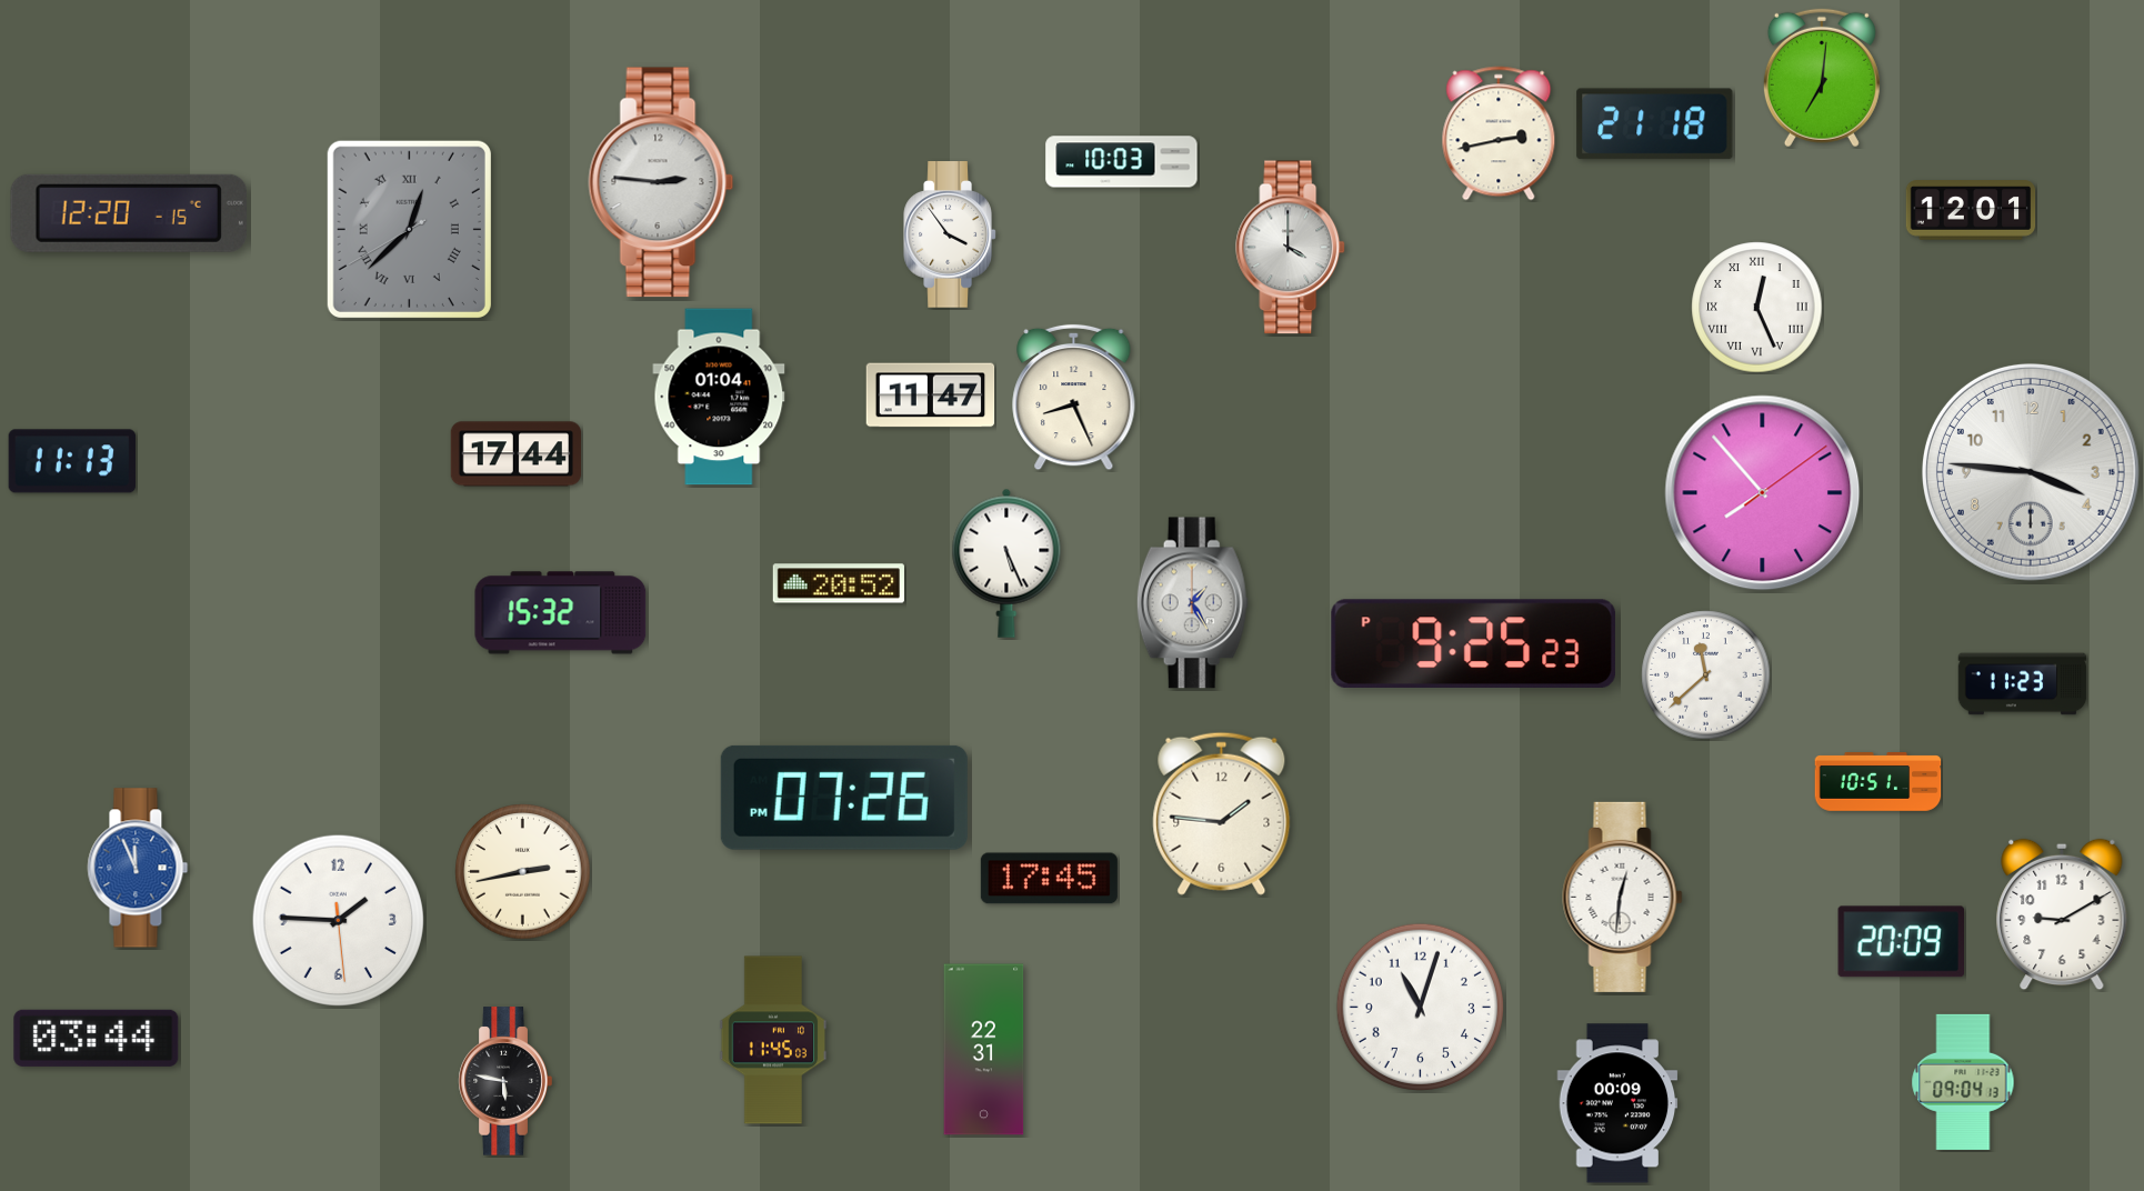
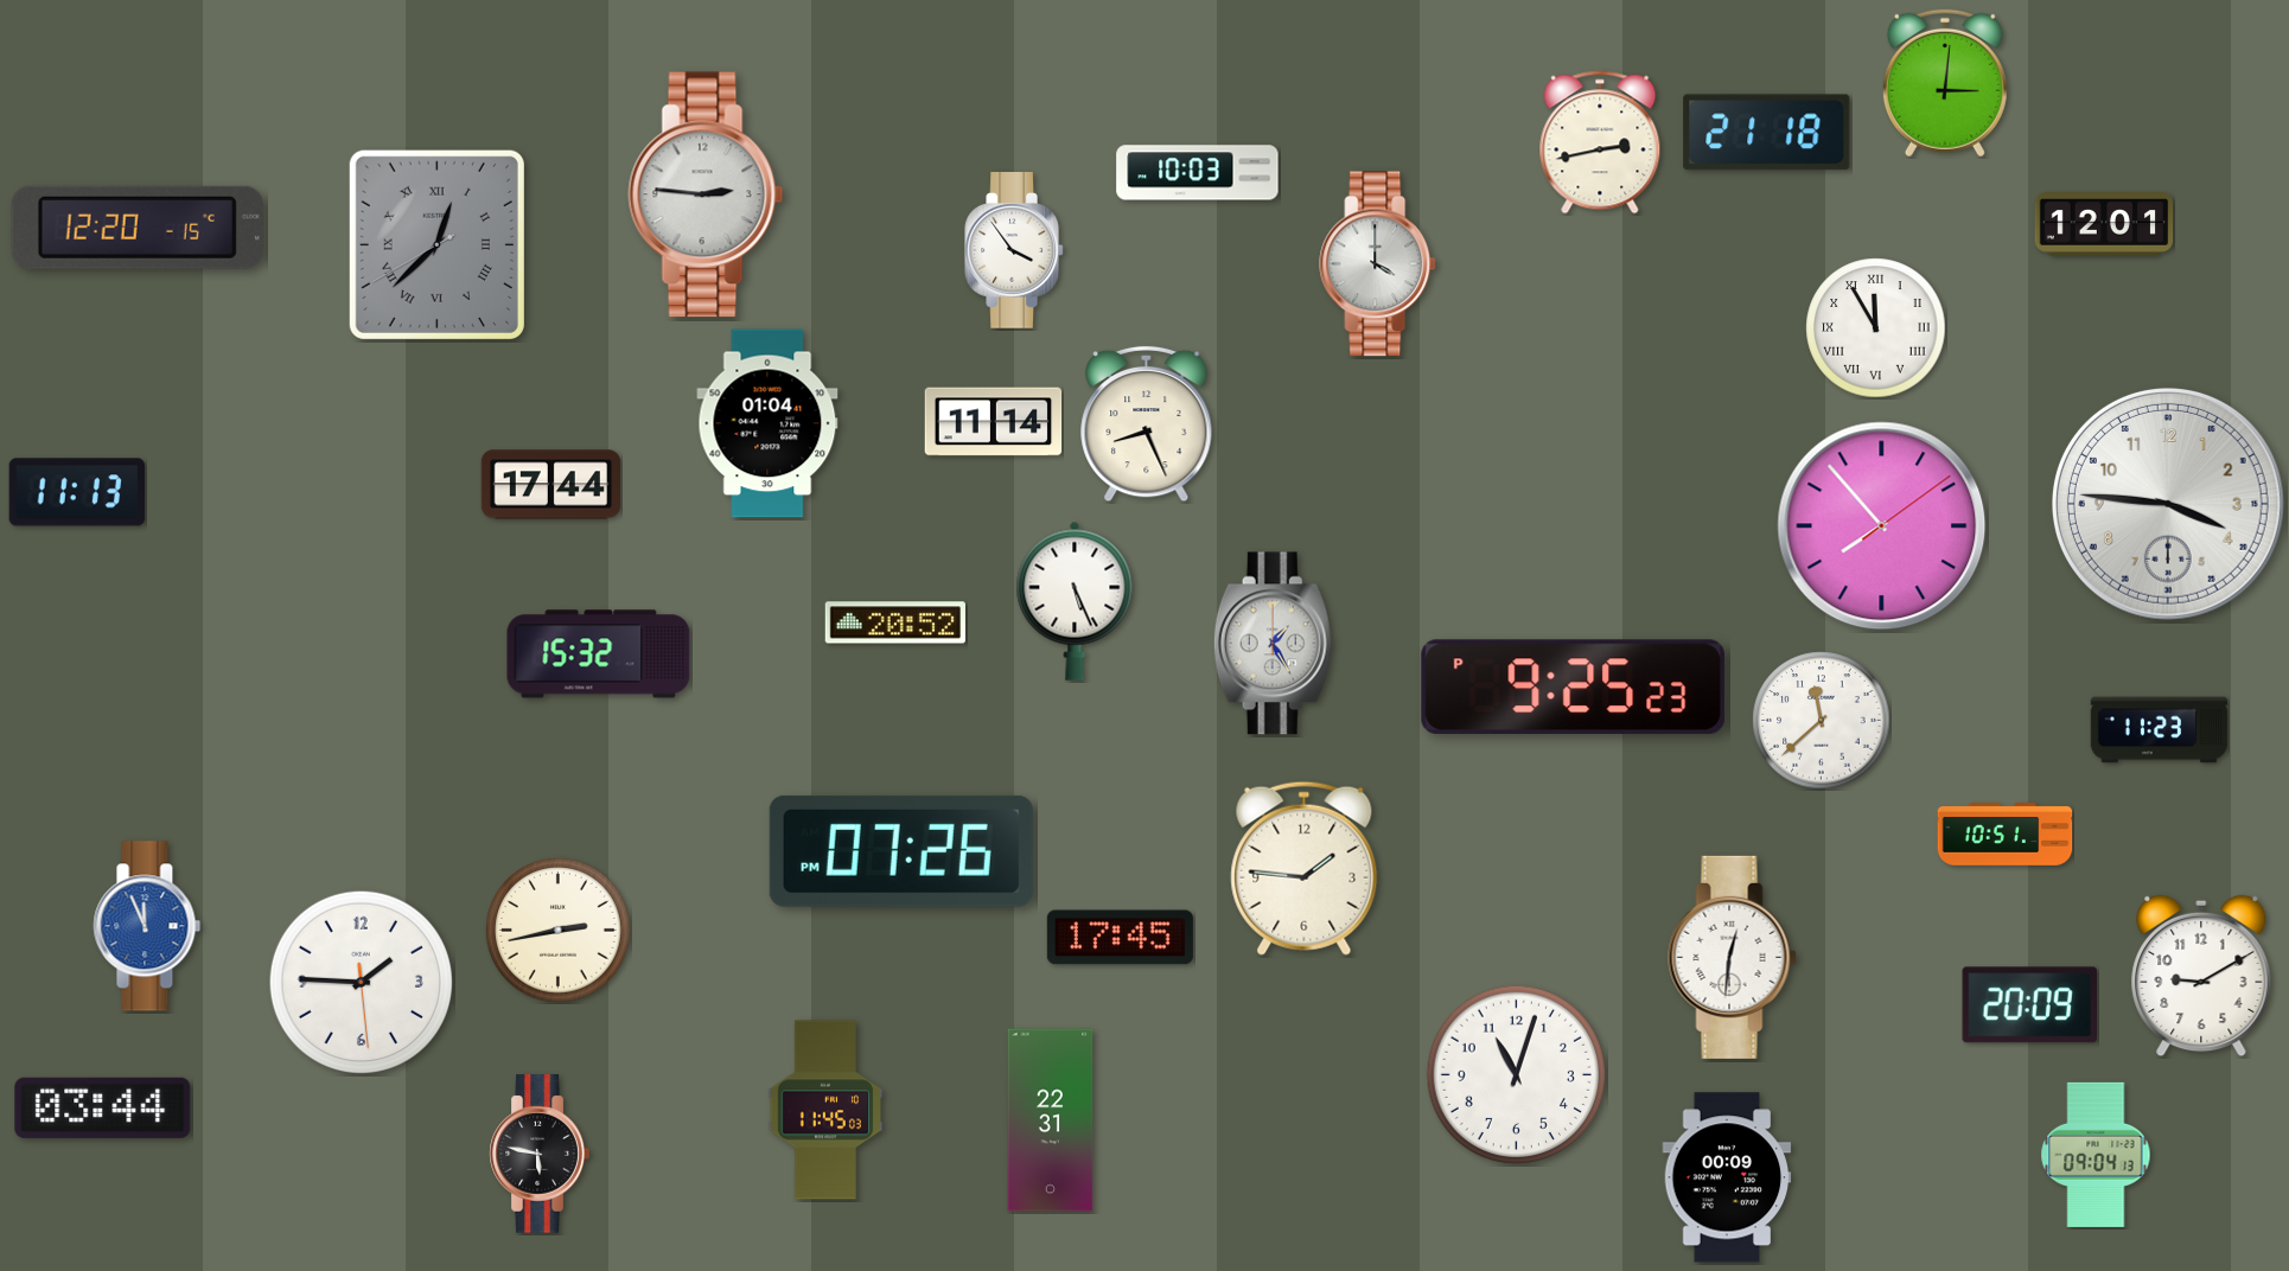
clock at (1822, 78): 7:01 -> 3:01
clock at (1757, 308): 12:26 -> 11:55
clock at (931, 396): 11:47 -> 11:14
